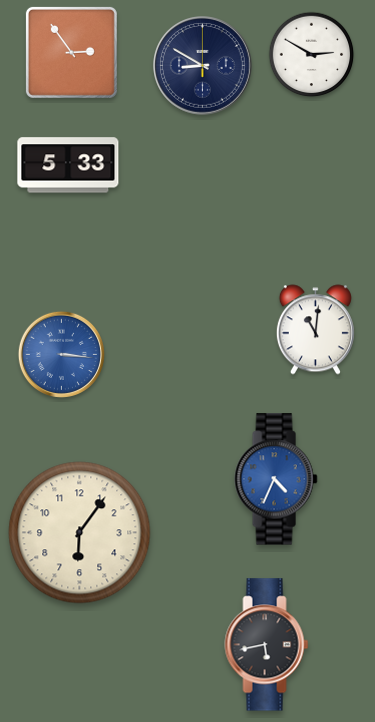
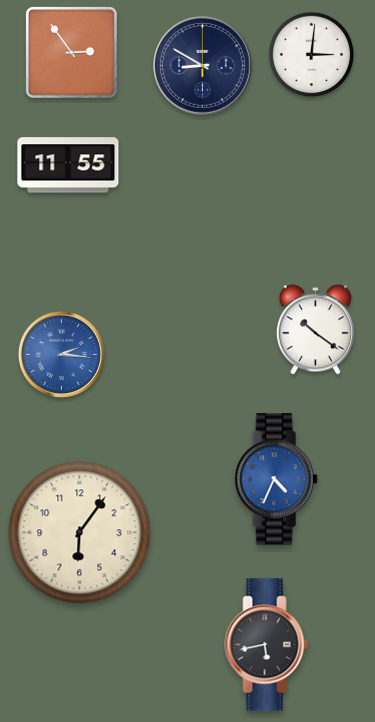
clock at (312, 55): 2:50 -> 3:01
clock at (68, 165): 5:33 -> 11:55
clock at (315, 330): 11:01 -> 10:21
clock at (61, 354): 3:16 -> 2:16
